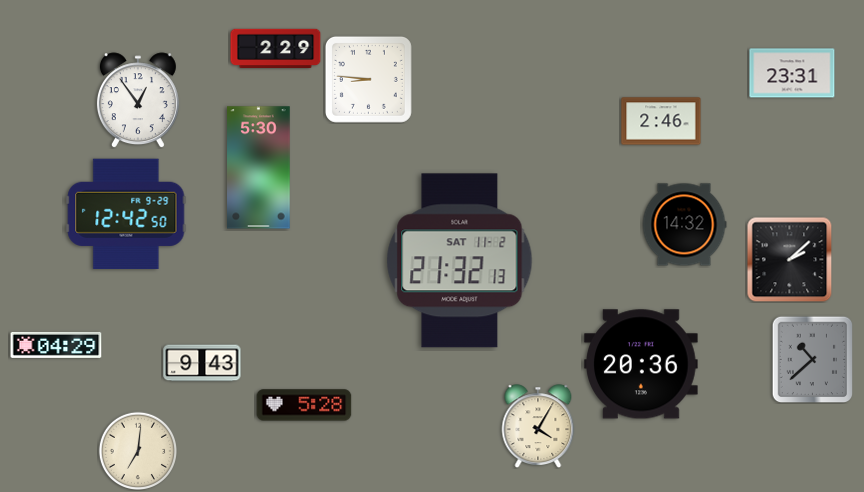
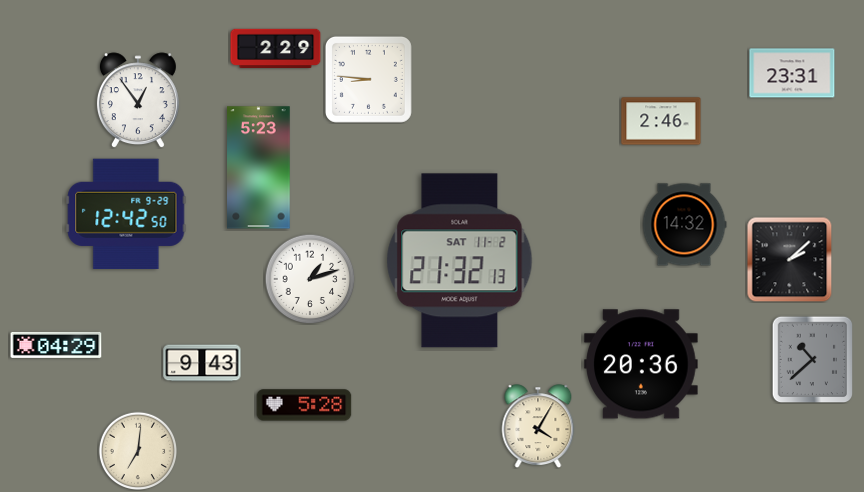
clock at (259, 168): 5:30 -> 5:23
clock at (310, 279): none -> 1:12
